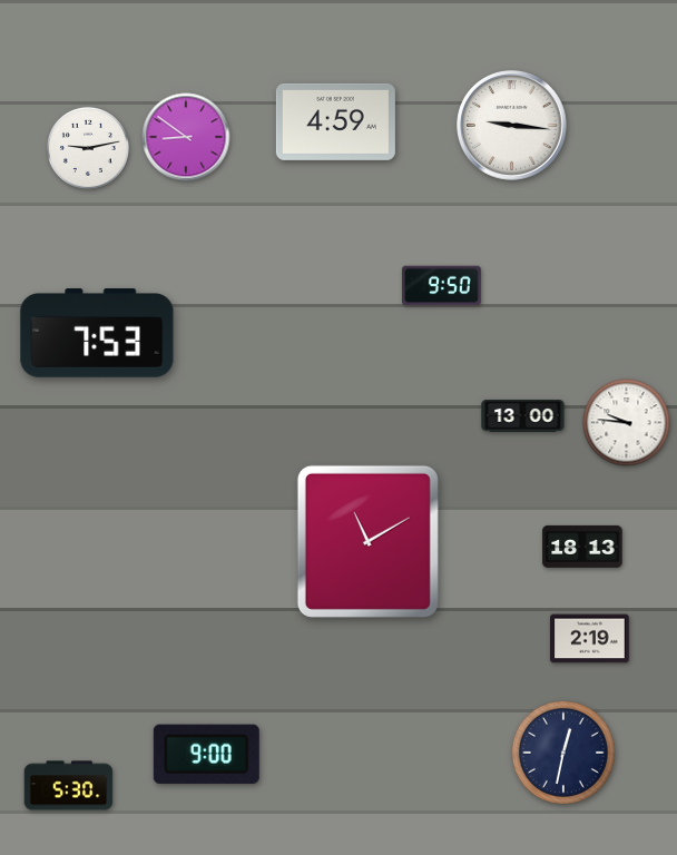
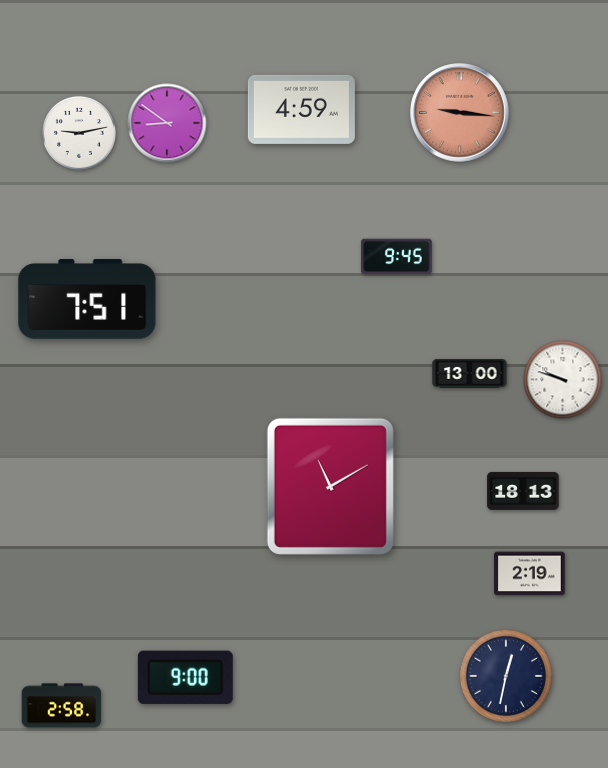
clock at (512, 126) dial: white -> salmon
clock at (442, 286): 9:50 -> 9:45
clock at (97, 333): 7:53 -> 7:51
clock at (627, 423): 9:46 -> 9:48
clock at (69, 786): 5:30 -> 2:58
